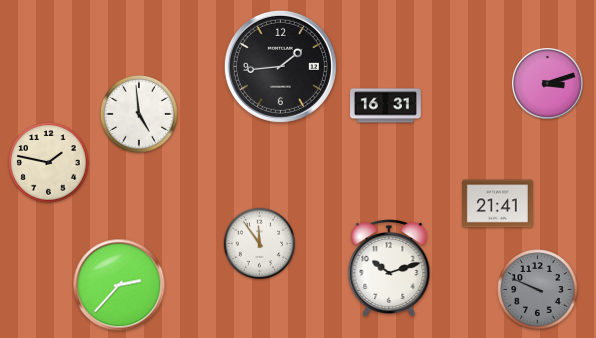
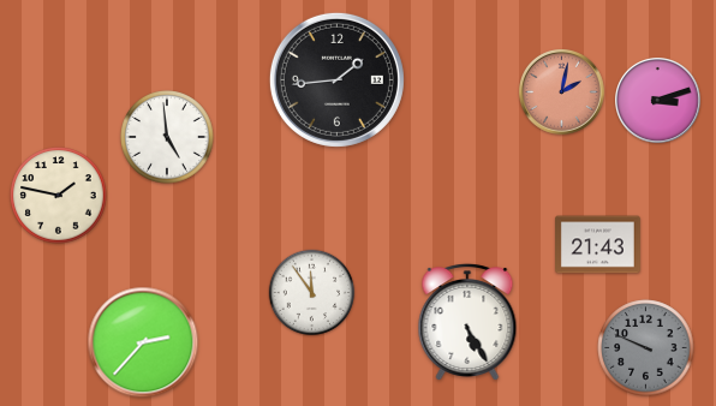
clock at (562, 92): none -> 2:02
clock at (386, 106): 16:31 -> none
clock at (498, 204): 21:41 -> 21:43
clock at (389, 269): 10:12 -> 5:25
